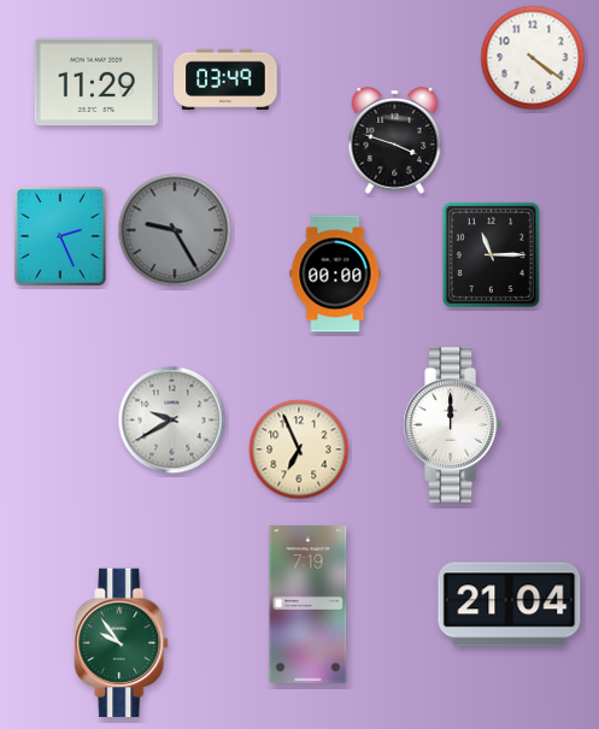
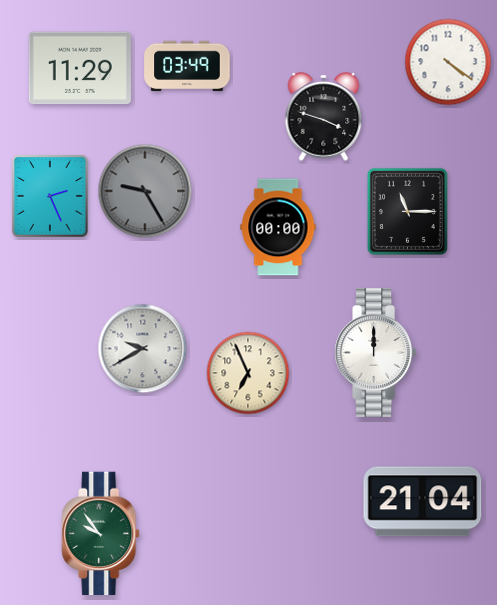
clock at (533, 58) position: (533, 58) -> (448, 62)
clock at (395, 141) position: (395, 141) -> (324, 117)
clock at (309, 605): 7:19 -> none
